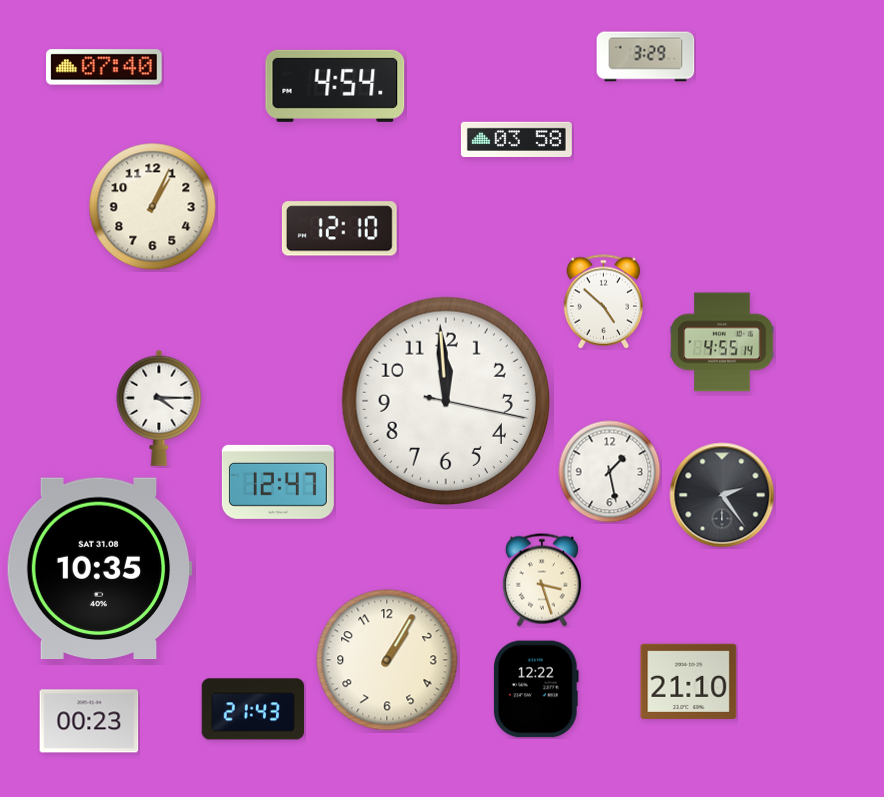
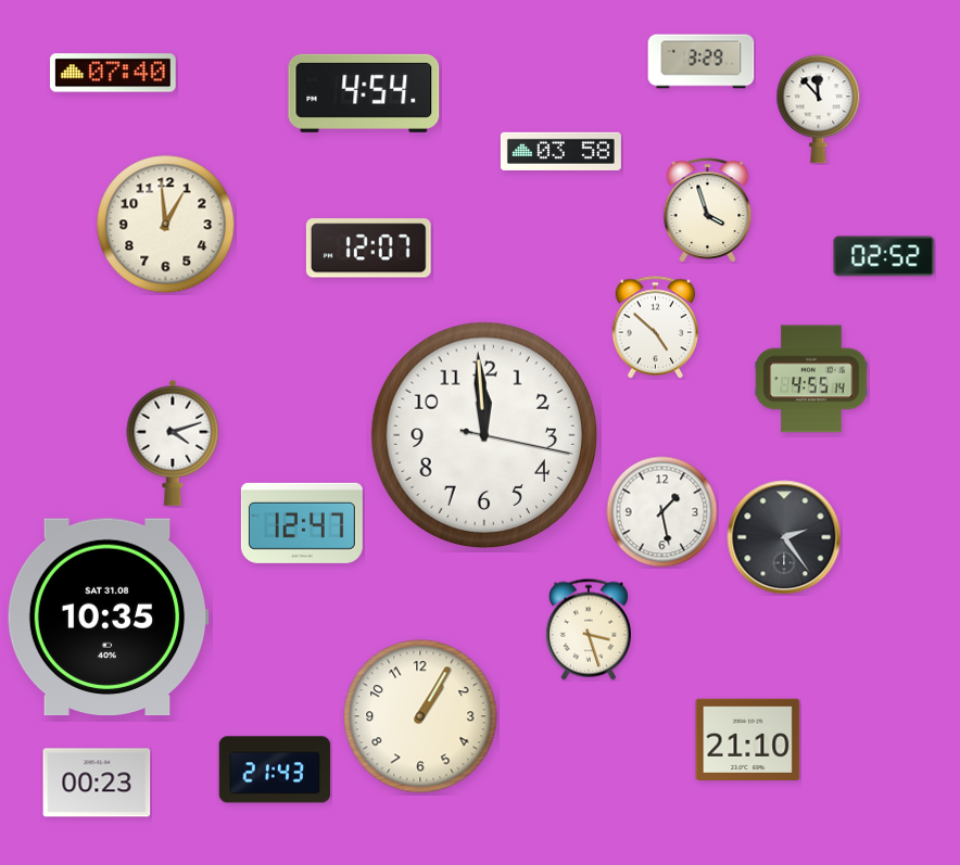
clock at (819, 110): none -> 11:53
clock at (708, 211): none -> 3:57
clock at (153, 207): 1:04 -> 12:59
clock at (339, 229): 12:10 -> 12:07
clock at (884, 256): none -> 02:52
clock at (722, 342) position: (722, 342) -> (811, 379)
clock at (159, 408): 4:15 -> 4:12
clock at (536, 689): 12:22 -> none
